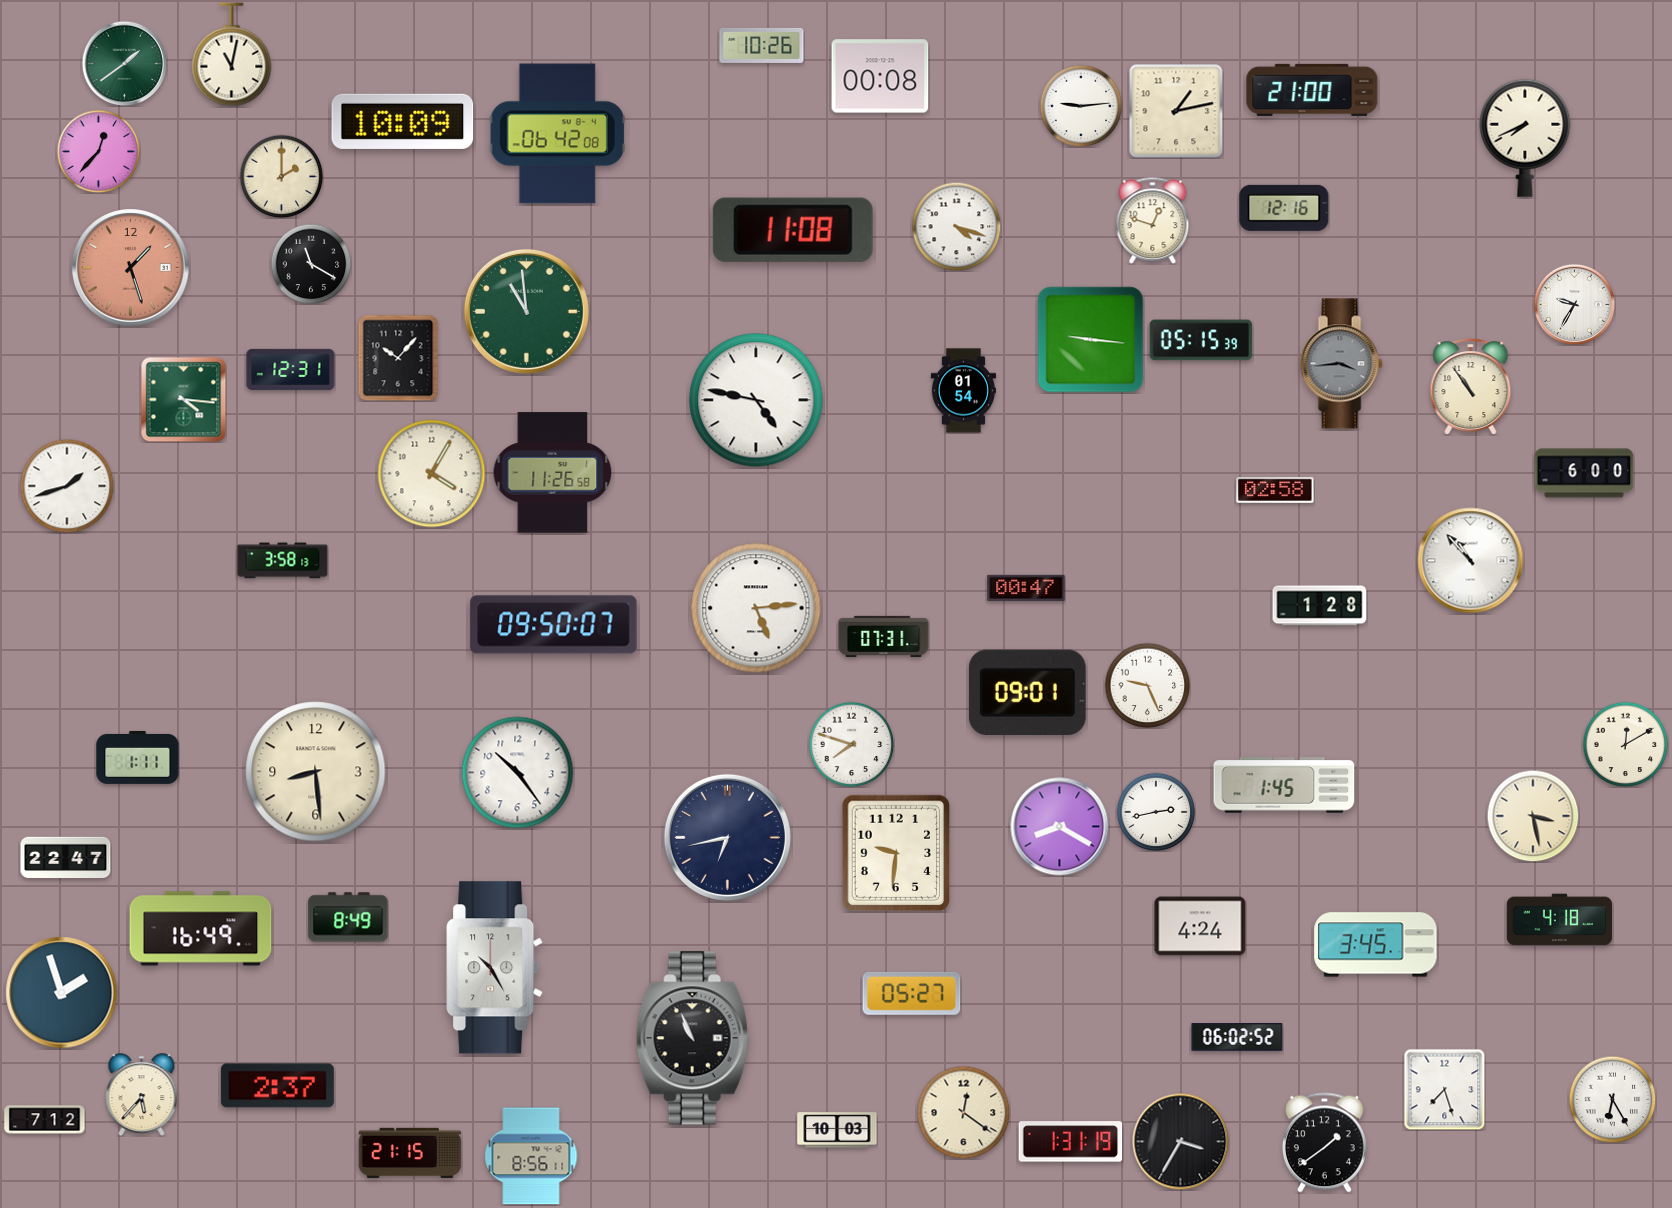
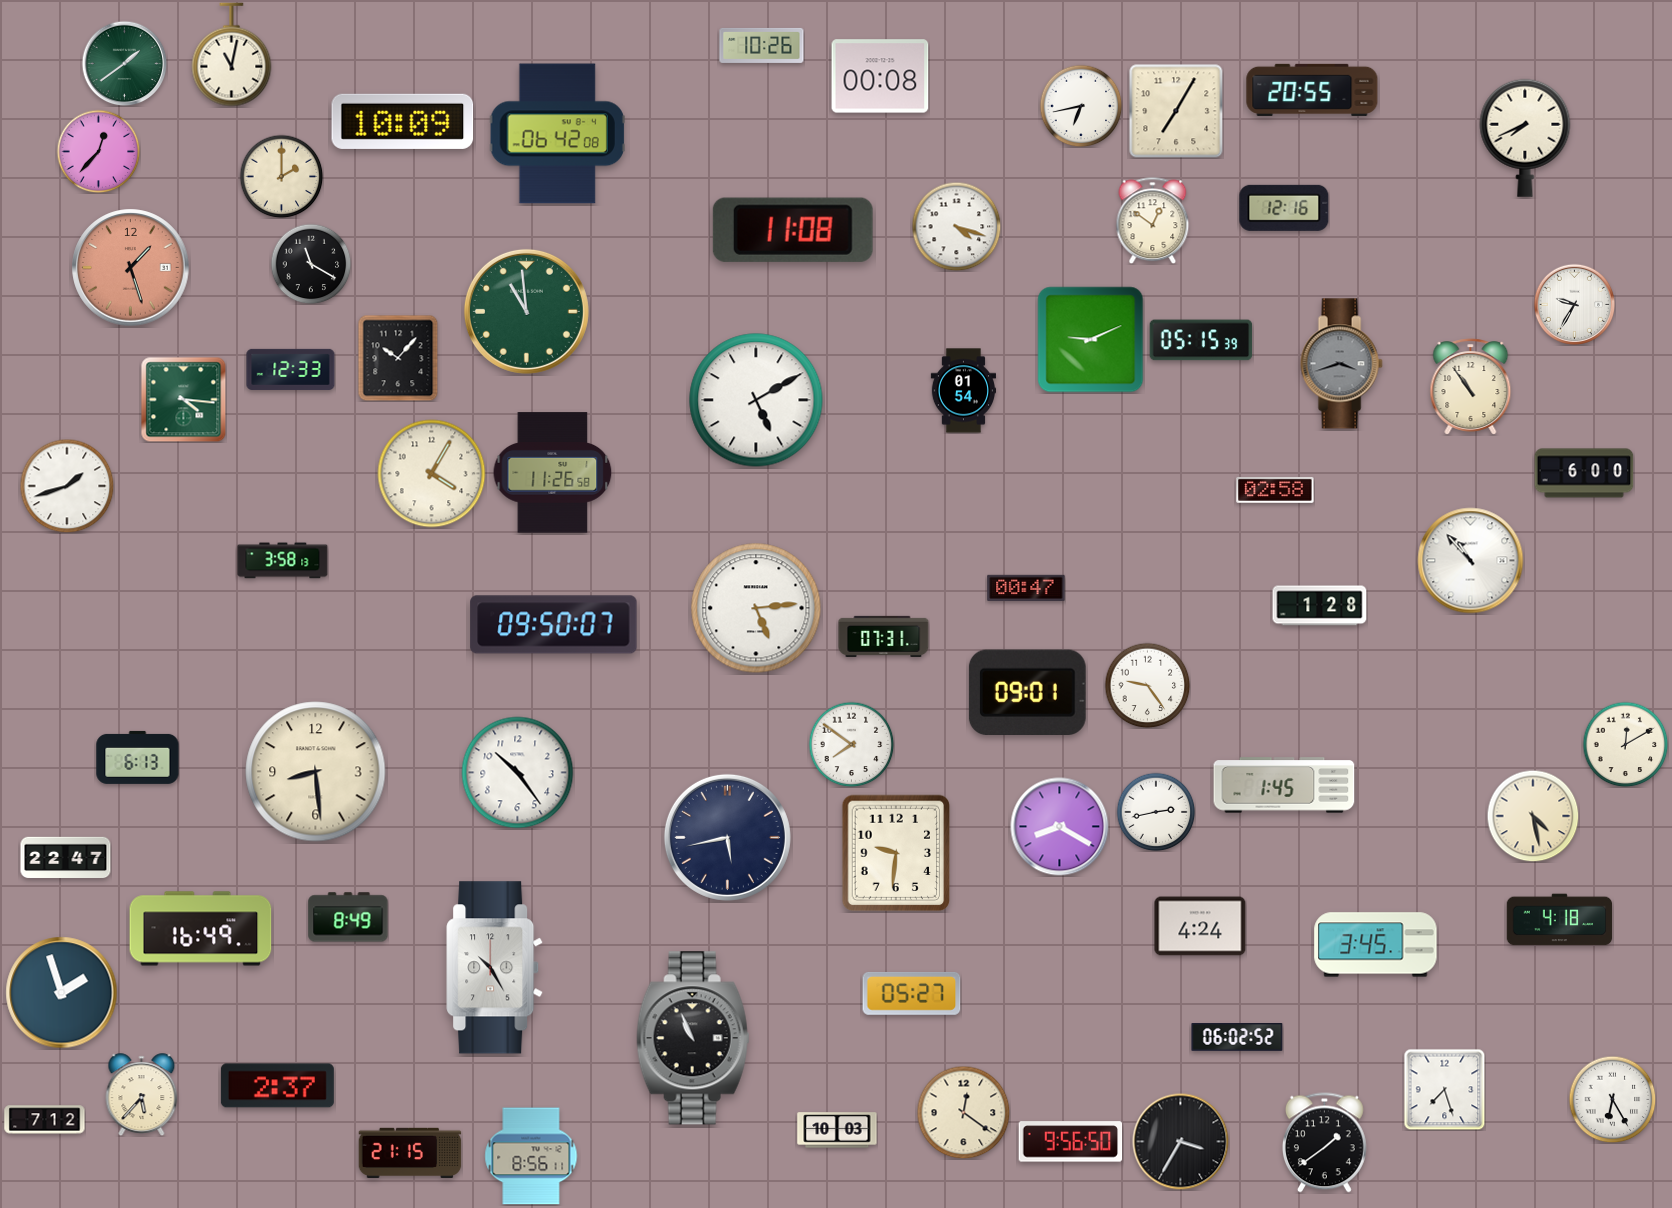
clock at (1312, 90): 21:00 -> 20:55
clock at (1081, 106): 9:14 -> 6:43
clock at (1176, 111): 1:13 -> 7:05
clock at (1153, 220): 12:48 -> 12:51
clock at (1091, 340): 9:16 -> 9:11
clock at (1341, 364): 3:44 -> 3:42
clock at (291, 369): 12:31 -> 12:33
clock at (756, 400): 4:47 -> 5:10
clock at (1147, 685): 9:26 -> 9:24
clock at (851, 744): 7:48 -> 7:51
clock at (138, 757): 1:11 -> 6:13
clock at (1533, 816): 3:28 -> 4:28
clock at (727, 837): 6:43 -> 5:43
clock at (1071, 1142): 1:31 -> 9:56
